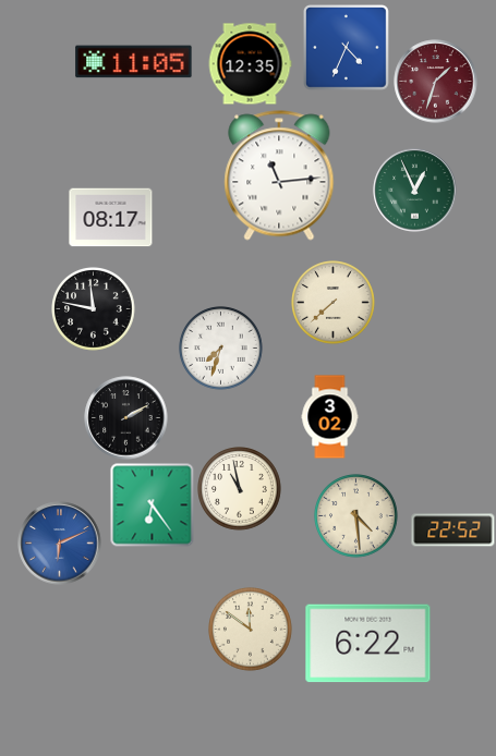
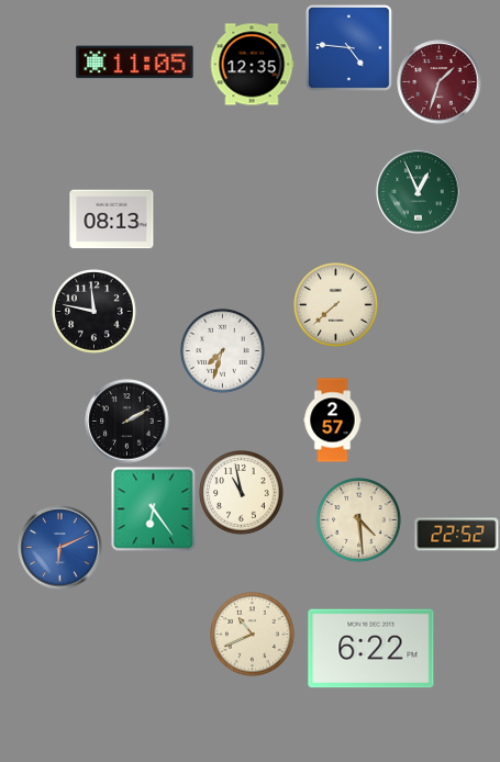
clock at (347, 48): 4:34 -> 4:46
clock at (279, 175): 11:14 -> none
clock at (111, 218): 08:17 -> 08:13
clock at (330, 417): 3:02 -> 2:57
clock at (251, 630): 11:51 -> 10:41
